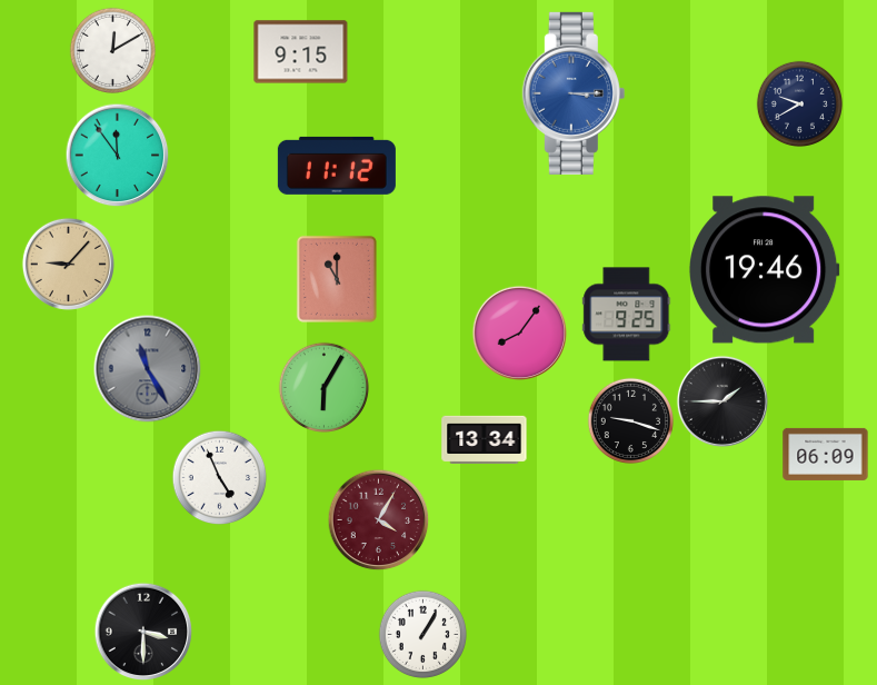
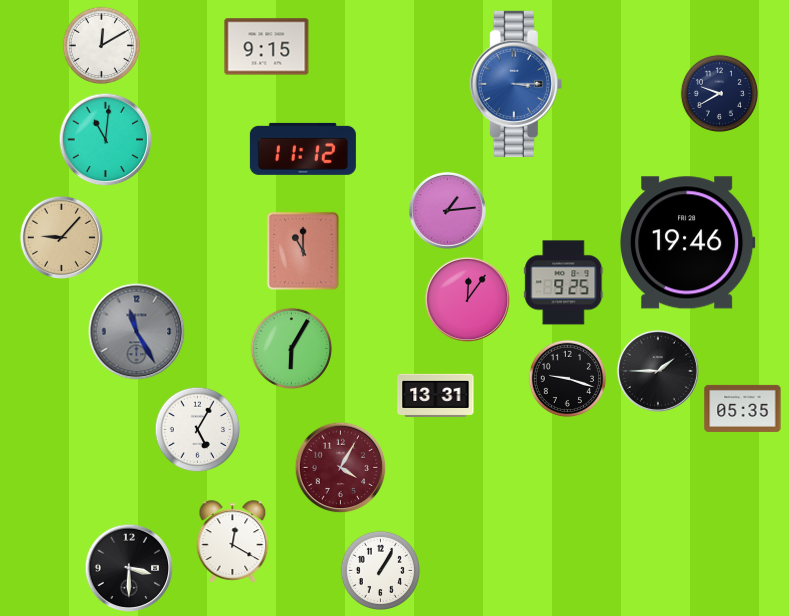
clock at (301, 52) position: (301, 52) -> (267, 47)
clock at (117, 155): 11:54 -> 11:01
clock at (447, 210): none -> 1:14
clock at (519, 332): 8:06 -> 12:06
clock at (148, 369) position: (148, 369) -> (137, 332)
clock at (722, 401) position: (722, 401) -> (658, 371)
clock at (485, 439): 13:34 -> 13:31
clock at (826, 454): 06:09 -> 05:35
clock at (219, 477): 4:56 -> 5:05
clock at (233, 542): none -> 12:20
